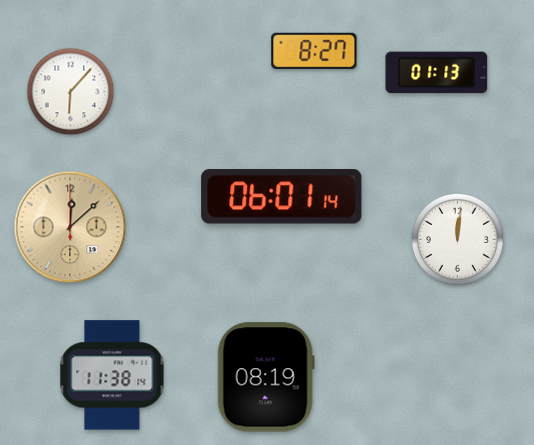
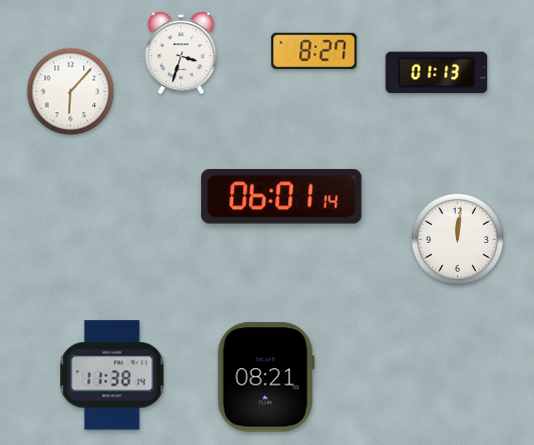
clock at (181, 53): none -> 3:33
clock at (70, 227): 12:08 -> none
clock at (266, 377): 08:19 -> 08:21
